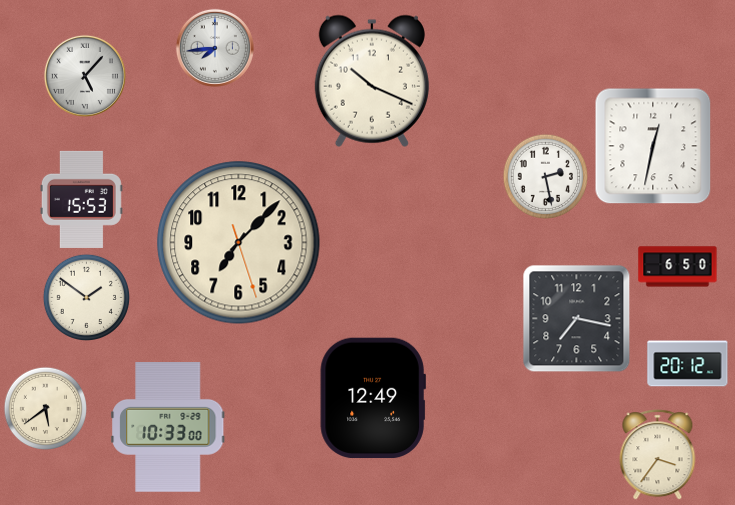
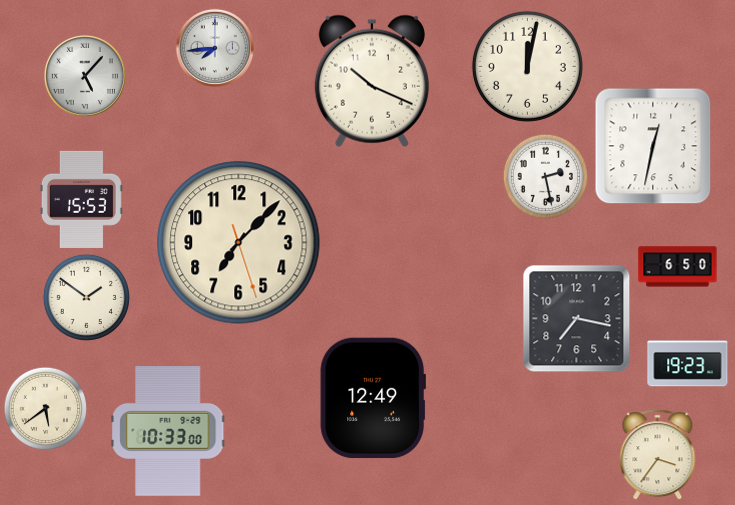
clock at (527, 66): none -> 12:02
clock at (688, 364): 20:12 -> 19:23
clock at (168, 427) position: (168, 427) -> (168, 431)
